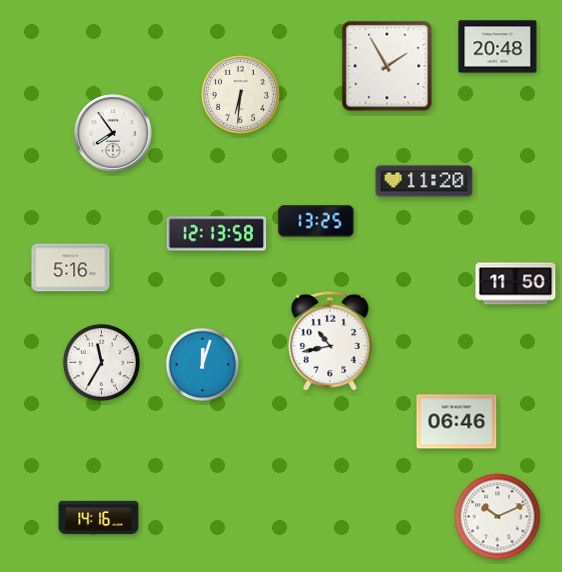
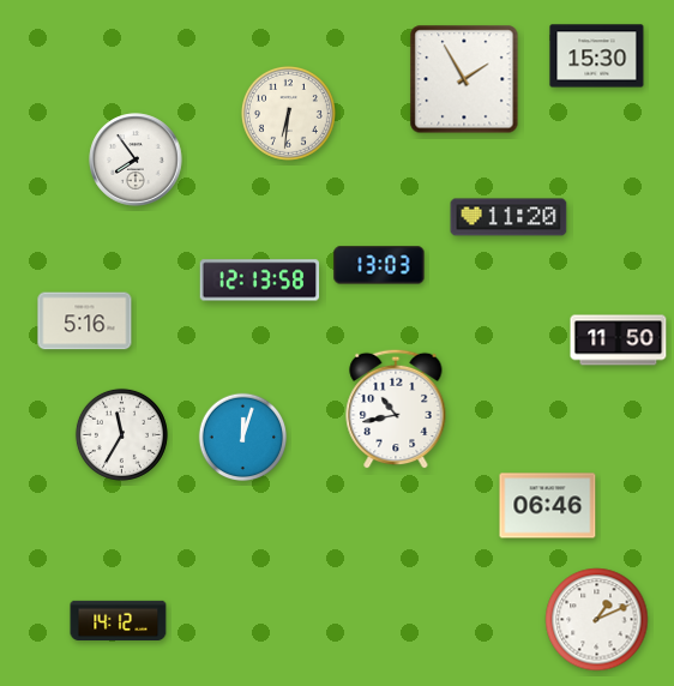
clock at (498, 47): 20:48 -> 15:30
clock at (316, 221): 13:25 -> 13:03
clock at (99, 517): 14:16 -> 14:12
clock at (498, 517): 10:11 -> 1:11
